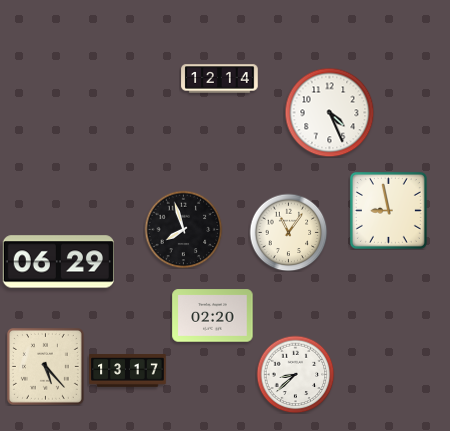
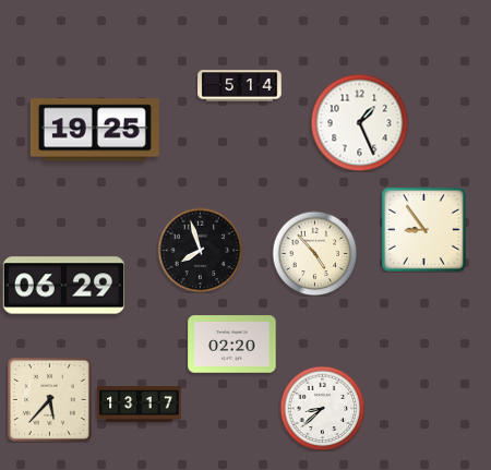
clock at (220, 79): 12:14 -> 5:14
clock at (329, 112): 4:26 -> 1:26
clock at (95, 130): none -> 19:25
clock at (388, 210): 8:58 -> 8:54
clock at (288, 232): 11:06 -> 4:53
clock at (45, 366): 5:23 -> 5:37
